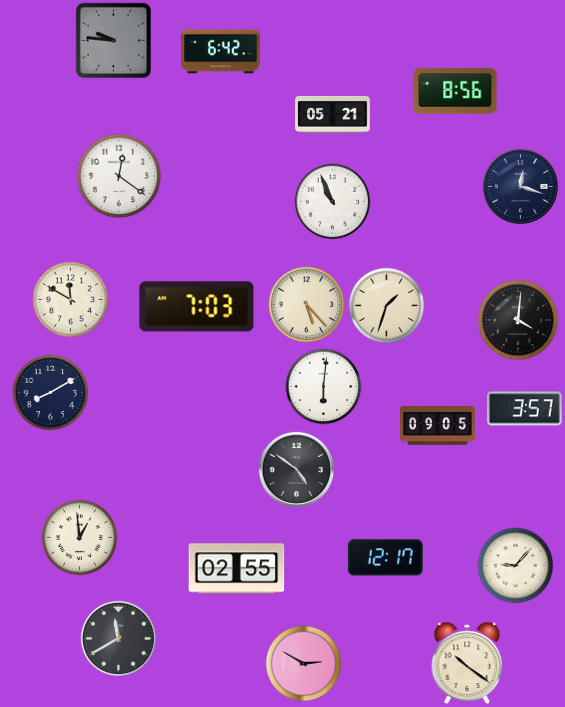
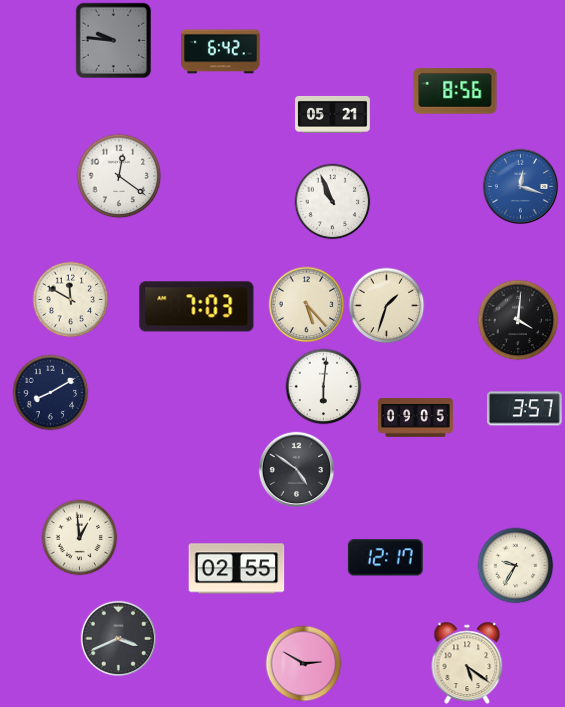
clock at (520, 186) dial: navy -> blue
clock at (438, 426) position: (438, 426) -> (416, 418)
clock at (516, 566): 9:07 -> 9:35
clock at (118, 638): 11:40 -> 3:41
clock at (467, 662): 10:21 -> 5:21
